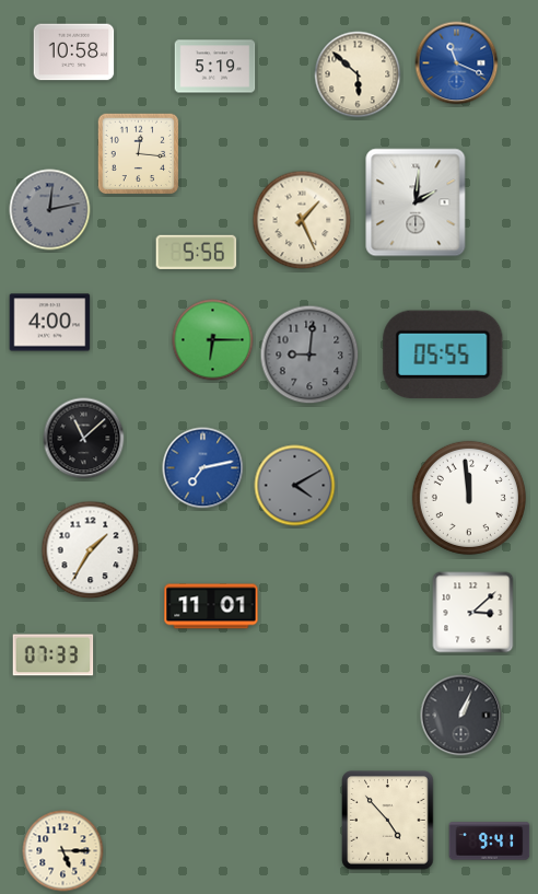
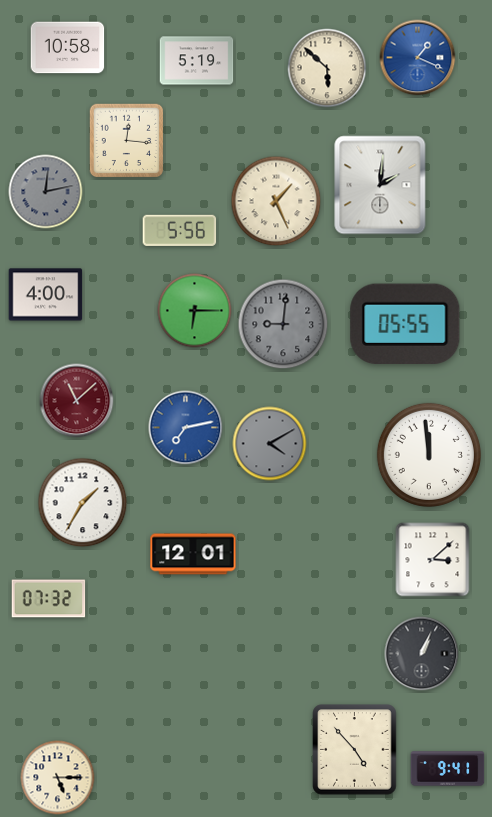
clock at (457, 63): 11:19 -> 1:19
clock at (84, 439) dial: black -> burgundy
clock at (211, 606): 11:01 -> 12:01
clock at (54, 655): 07:33 -> 07:32
